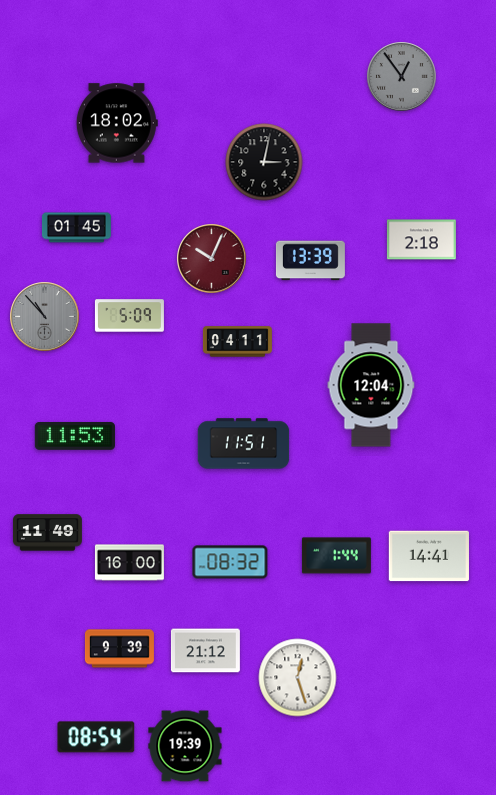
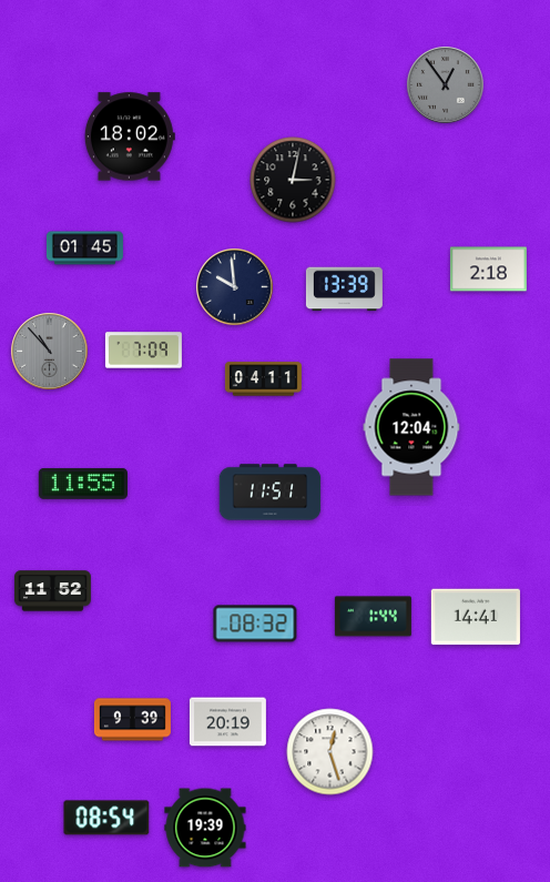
clock at (76, 228) position: (76, 228) -> (84, 249)
clock at (421, 240) position: (421, 240) -> (488, 270)
clock at (212, 259): 10:04 -> 9:59
clock at (212, 259) dial: burgundy -> navy
clock at (129, 316): 5:09 -> 7:09
clock at (75, 436): 11:53 -> 11:55
clock at (47, 533): 11:49 -> 11:52
clock at (129, 563): 16:00 -> none
clock at (205, 651): 21:12 -> 20:19
